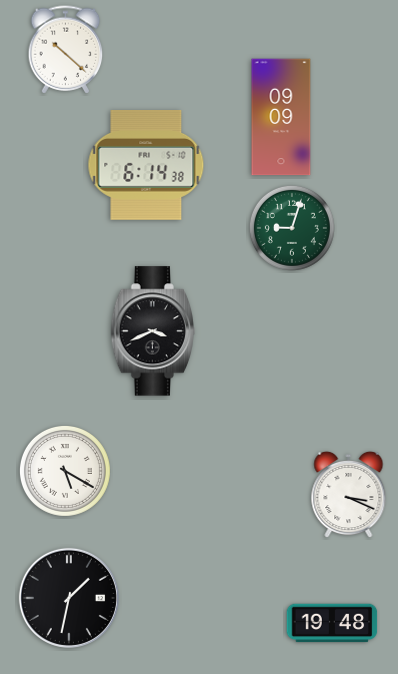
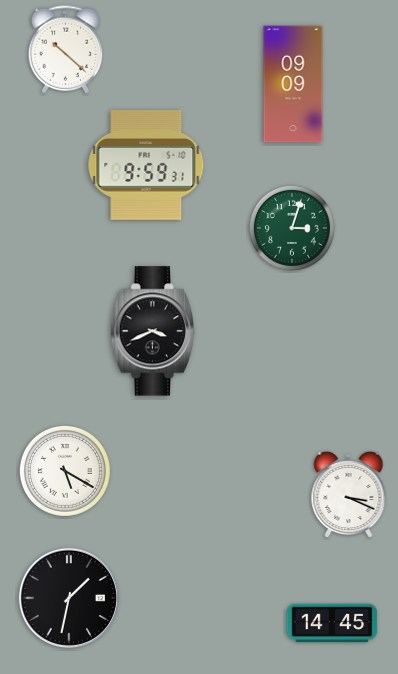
clock at (281, 117) position: (281, 117) -> (293, 84)
clock at (146, 166): 6:14 -> 9:59
clock at (292, 228): 9:03 -> 3:03
clock at (332, 623): 19:48 -> 14:45
